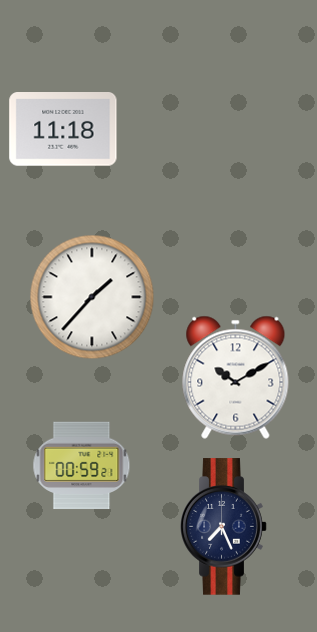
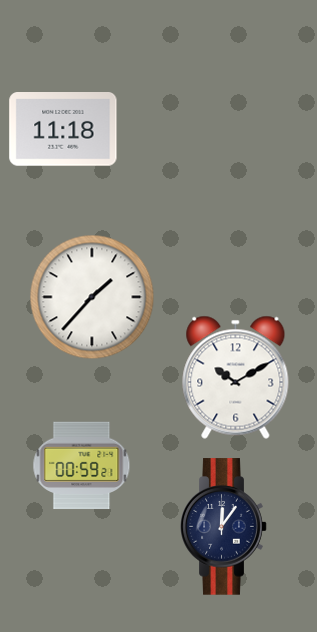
clock at (224, 527): 7:26 -> 12:06
